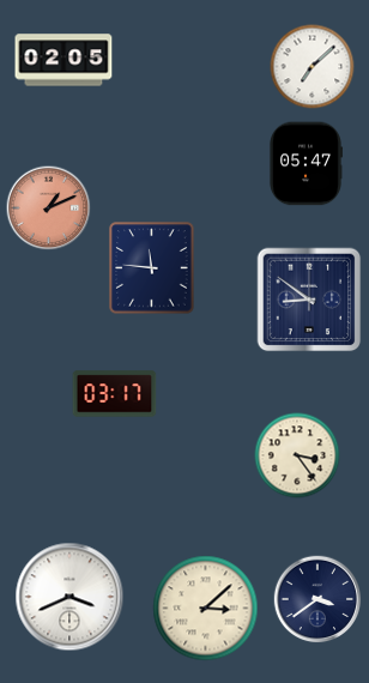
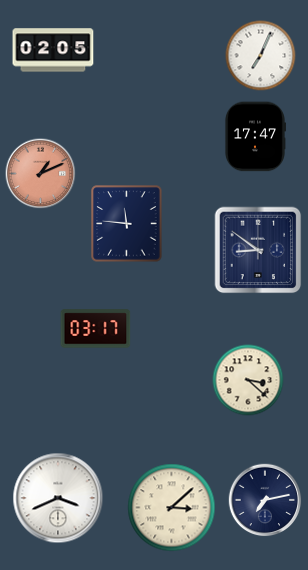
clock at (313, 67): 7:08 -> 7:04
clock at (306, 164): 05:47 -> 17:47
clock at (297, 455): 3:24 -> 3:22
clock at (317, 599): 3:39 -> 7:13
